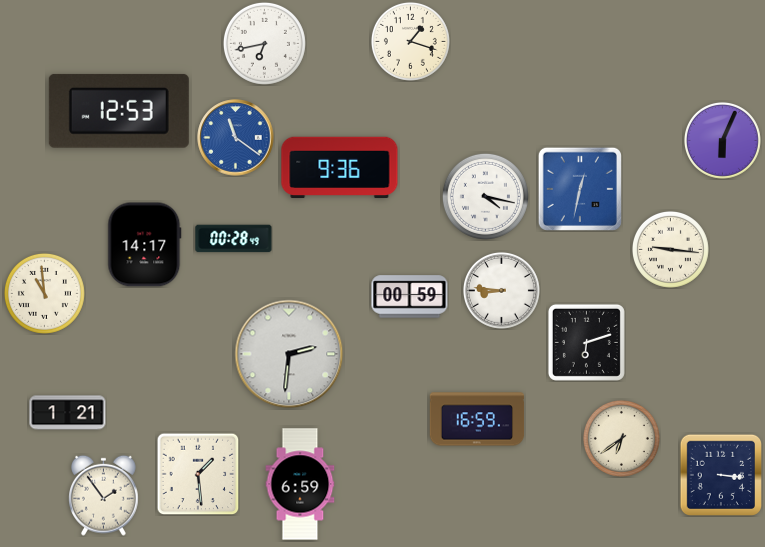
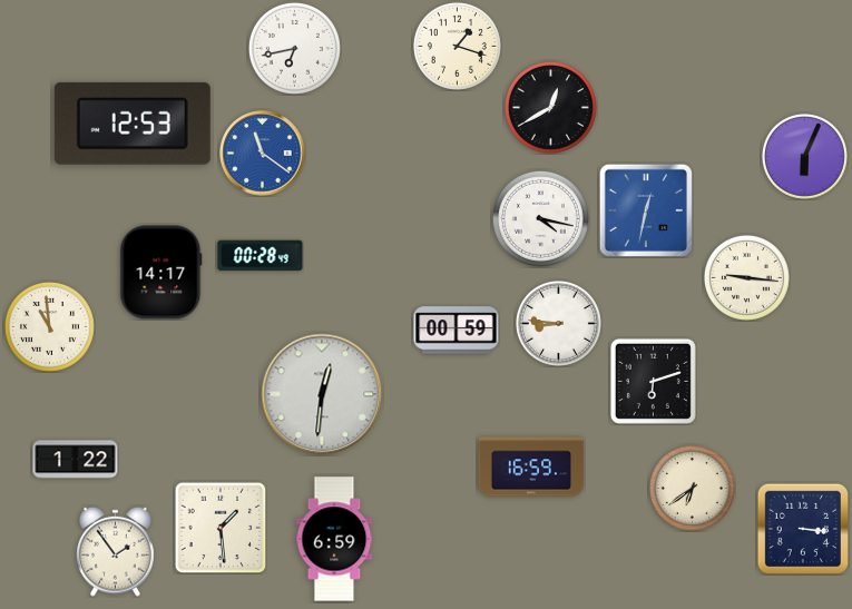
clock at (550, 107): none -> 12:40
clock at (340, 168): 9:36 -> none
clock at (234, 239) position: (234, 239) -> (261, 256)
clock at (289, 354): 2:31 -> 12:31
clock at (68, 413): 1:21 -> 1:22
